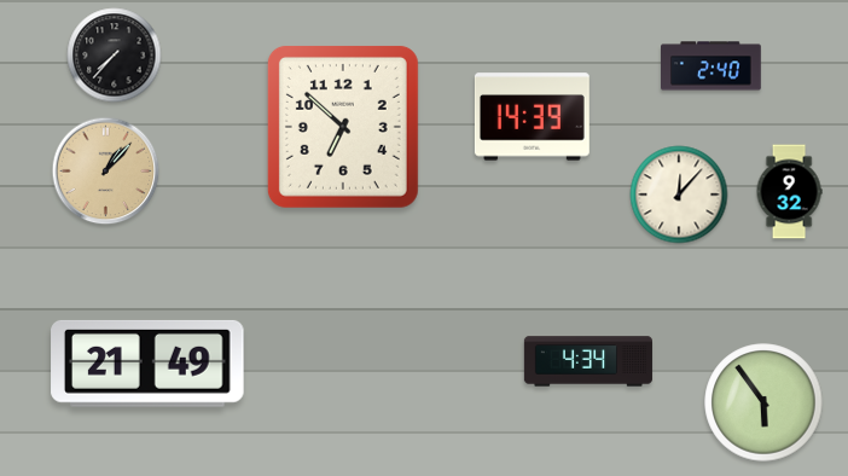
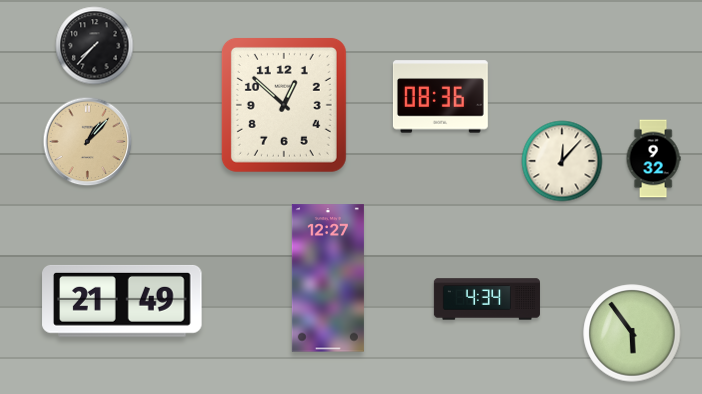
clock at (711, 66): 2:40 -> none
clock at (532, 117): 14:39 -> 08:36
clock at (343, 127): 6:52 -> 12:52
clock at (328, 278): none -> 12:27
